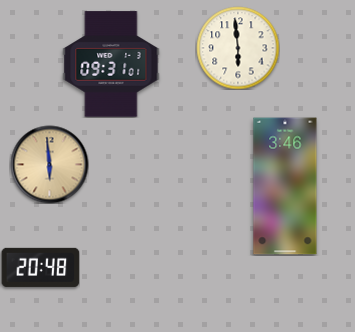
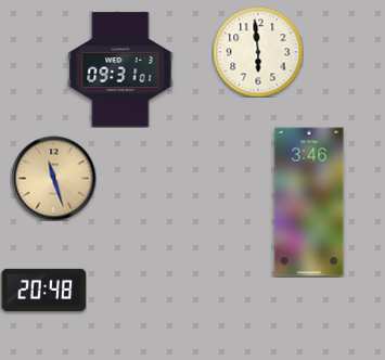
clock at (49, 164): 5:59 -> 11:27
